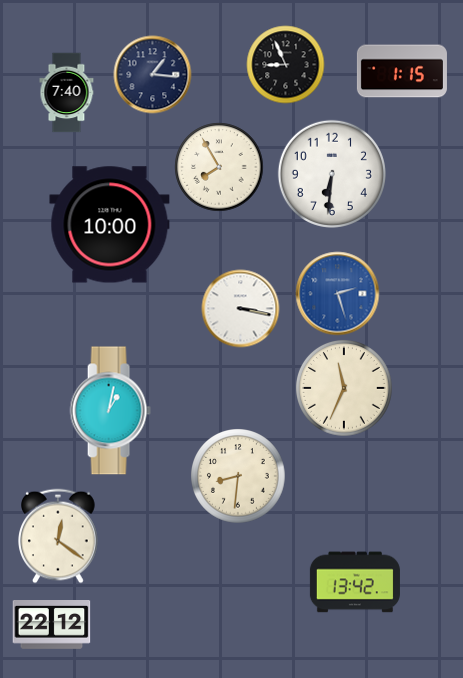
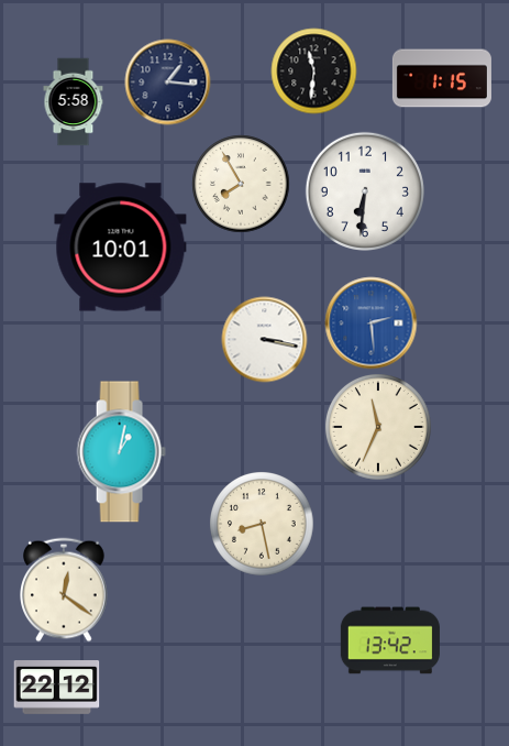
clock at (285, 64): 8:56 -> 11:31
clock at (67, 92): 7:40 -> 5:58
clock at (110, 225): 10:00 -> 10:01
clock at (337, 293): 2:27 -> 2:29
clock at (238, 476): 8:31 -> 8:28
